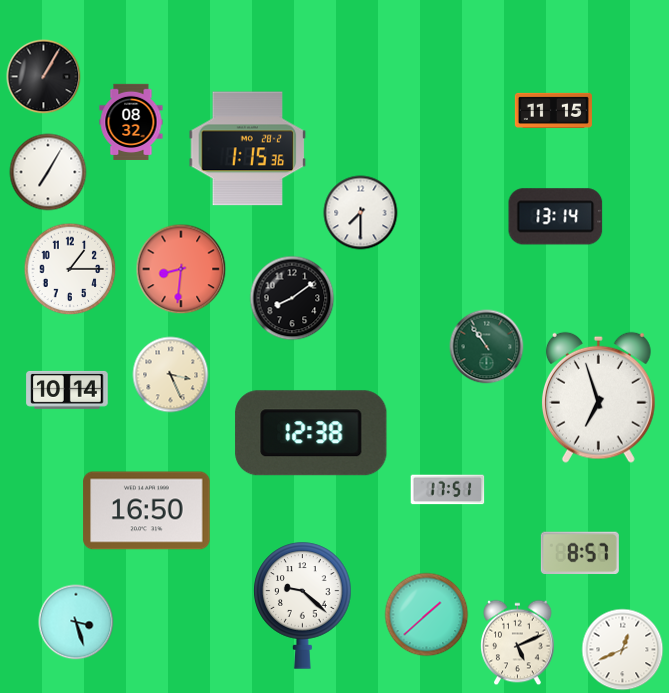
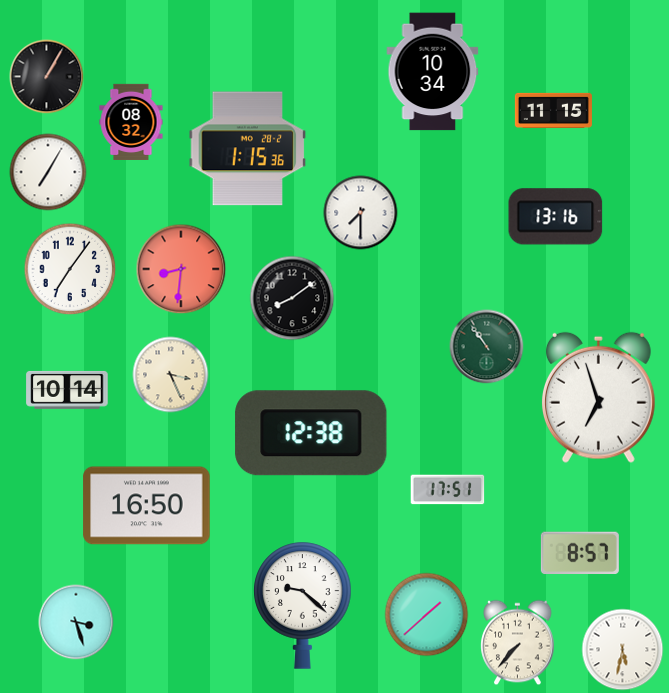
clock at (433, 72): none -> 10:34
clock at (44, 77) position: (44, 77) -> (47, 77)
clock at (556, 217): 13:14 -> 13:16
clock at (70, 269): 1:15 -> 7:06
clock at (147, 511) position: (147, 511) -> (147, 506)
clock at (518, 643): 5:11 -> 7:37
clock at (623, 650): 12:41 -> 5:32
